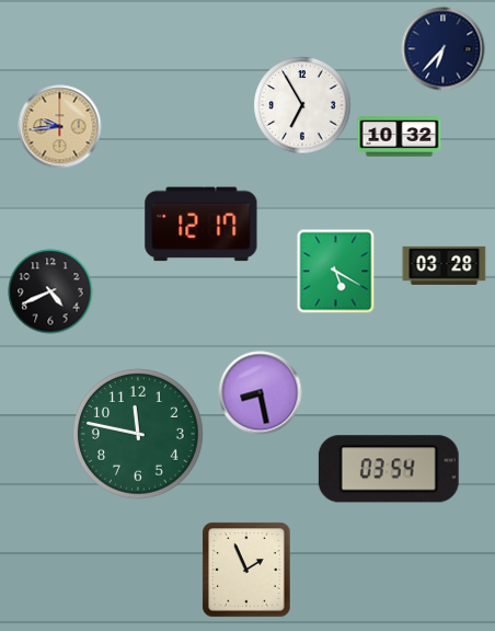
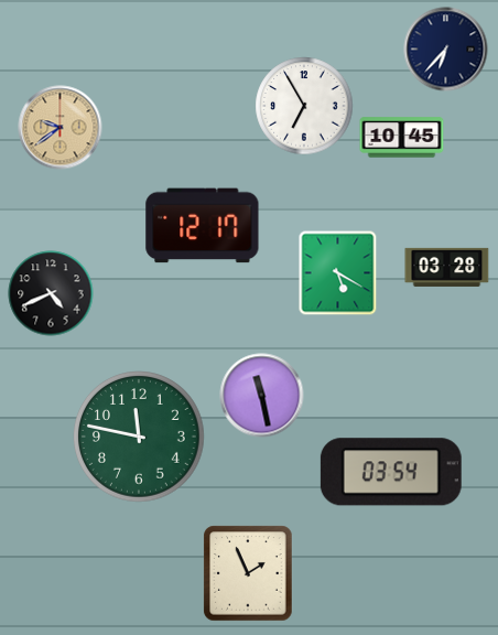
clock at (60, 127): 9:44 -> 9:39
clock at (400, 137): 10:32 -> 10:45
clock at (261, 393): 8:28 -> 11:28
